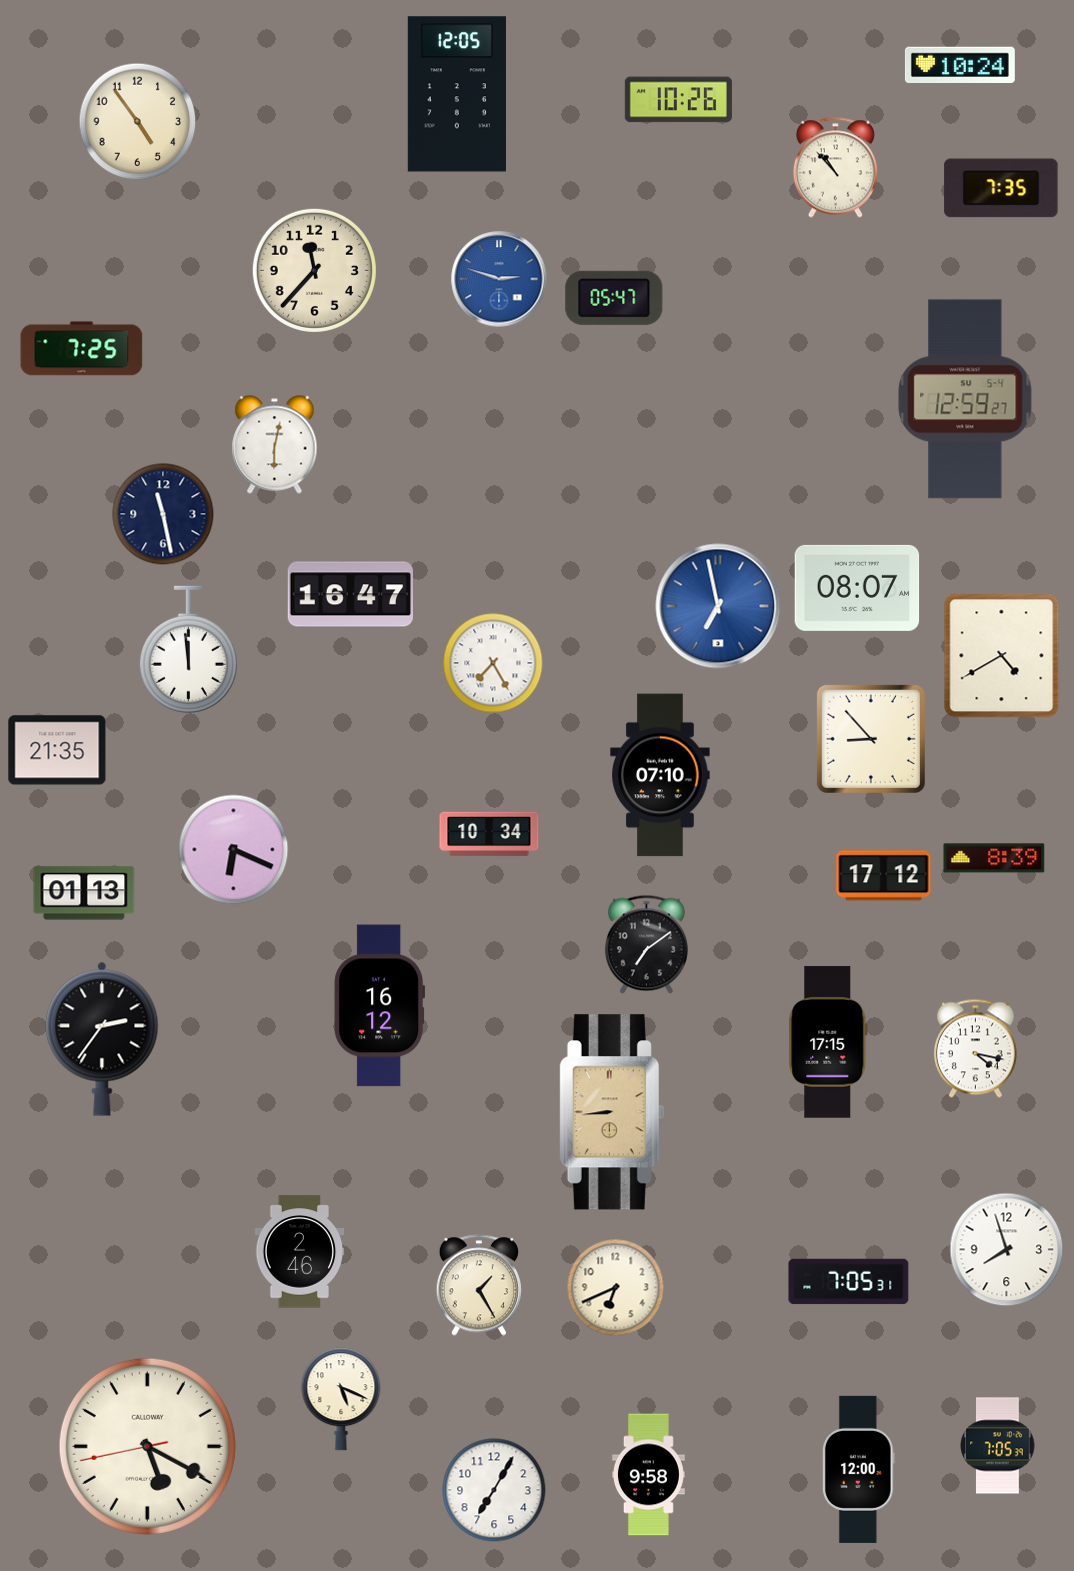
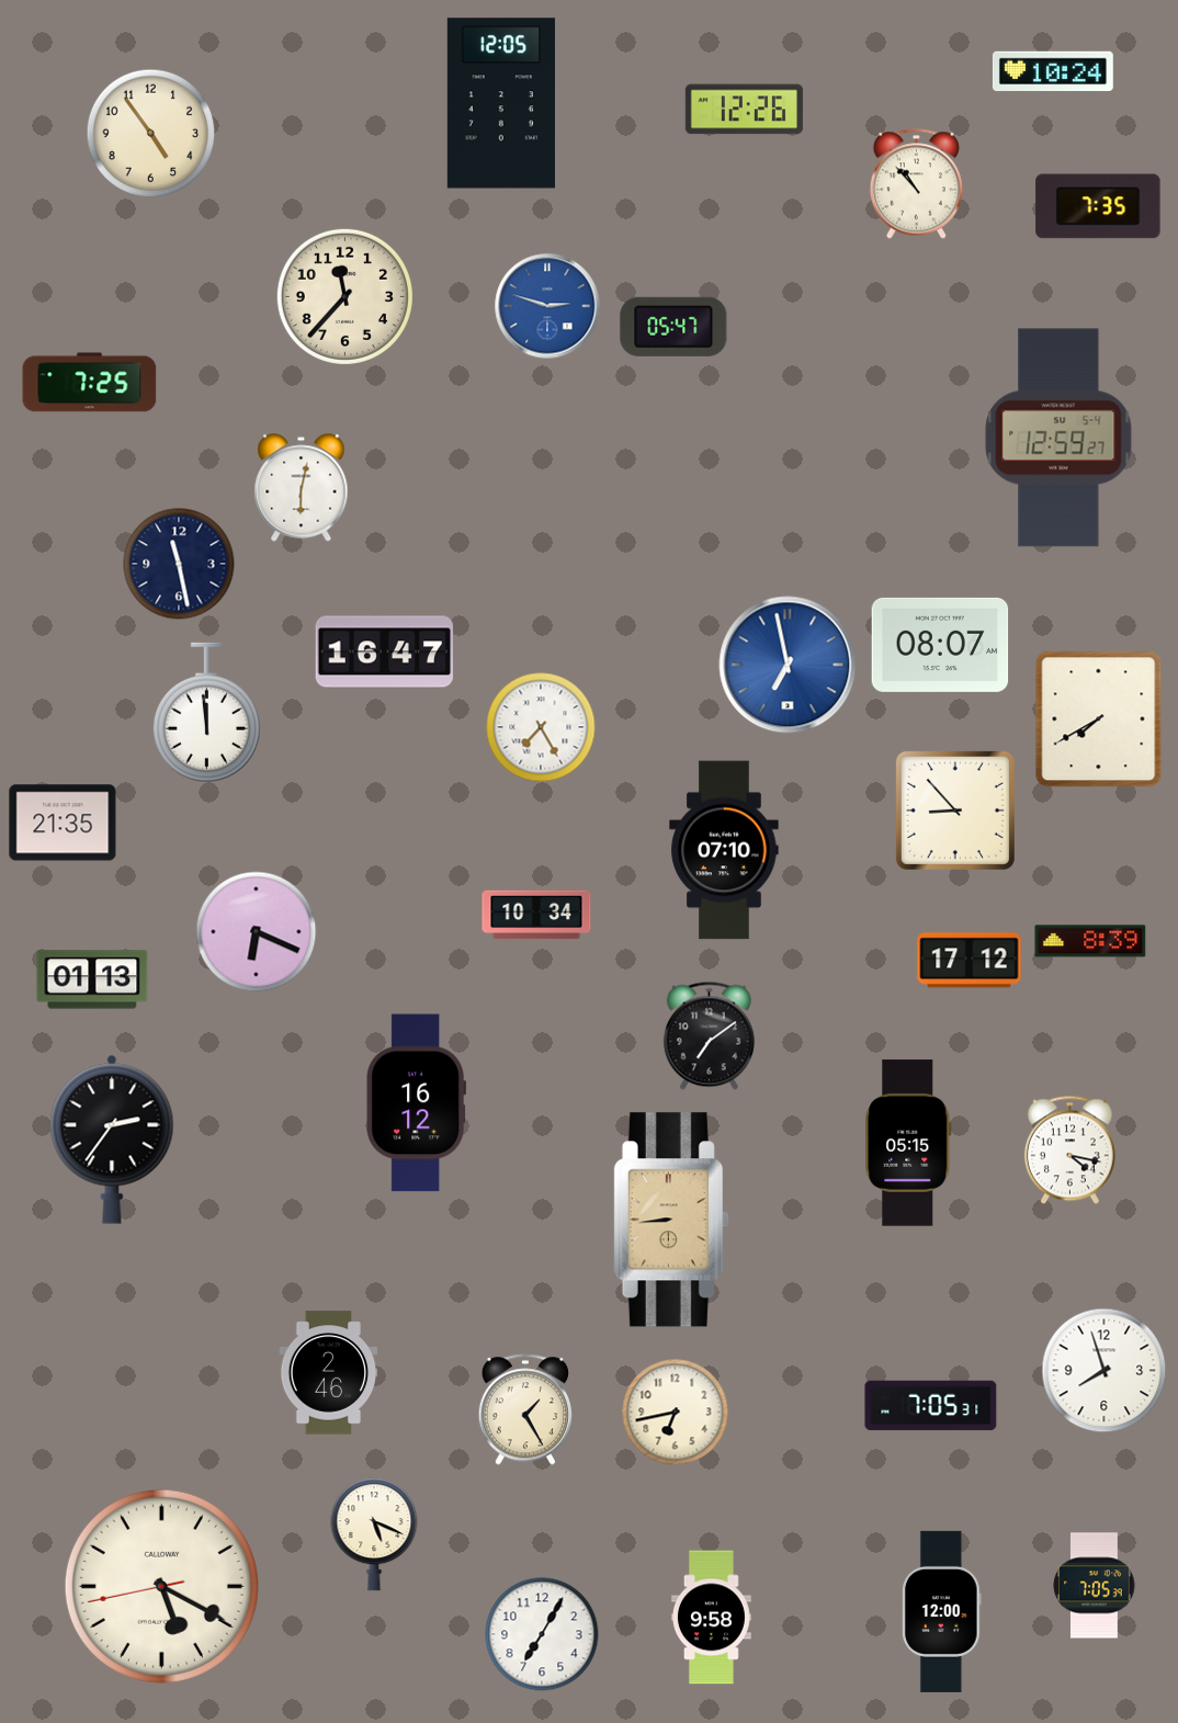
clock at (678, 100): 10:26 -> 12:26
clock at (1002, 656): 4:40 -> 7:40
clock at (828, 1042): 17:15 -> 05:15
clock at (616, 1288): 6:41 -> 6:43
